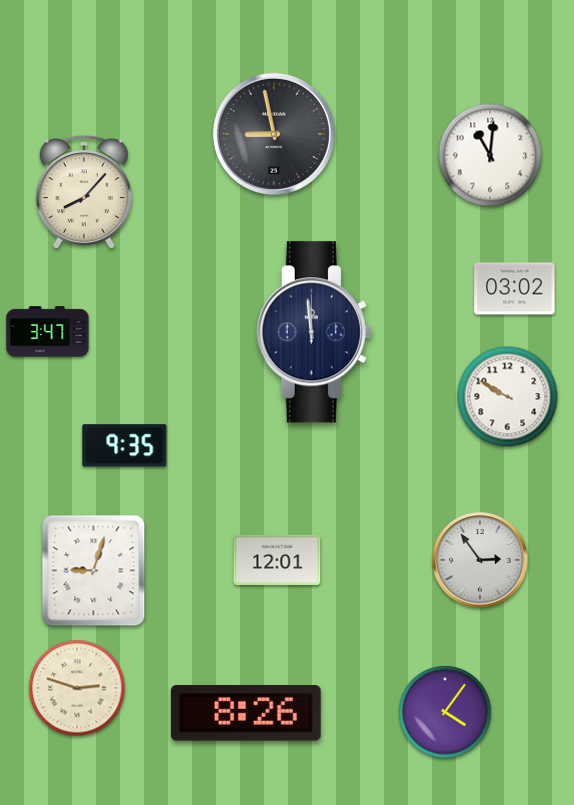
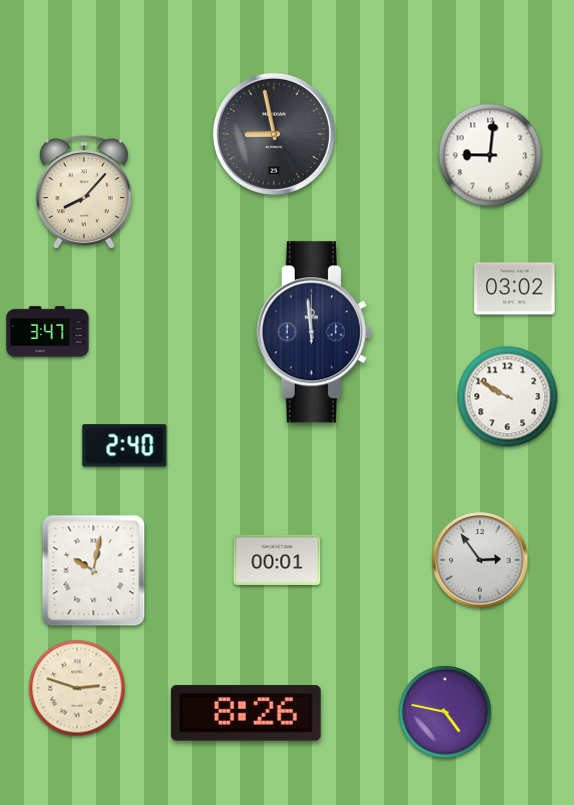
clock at (490, 155): 11:01 -> 9:01
clock at (125, 446): 9:35 -> 2:40
clock at (277, 560): 12:01 -> 00:01
clock at (94, 571): 9:03 -> 10:02
clock at (445, 712): 4:06 -> 4:47
